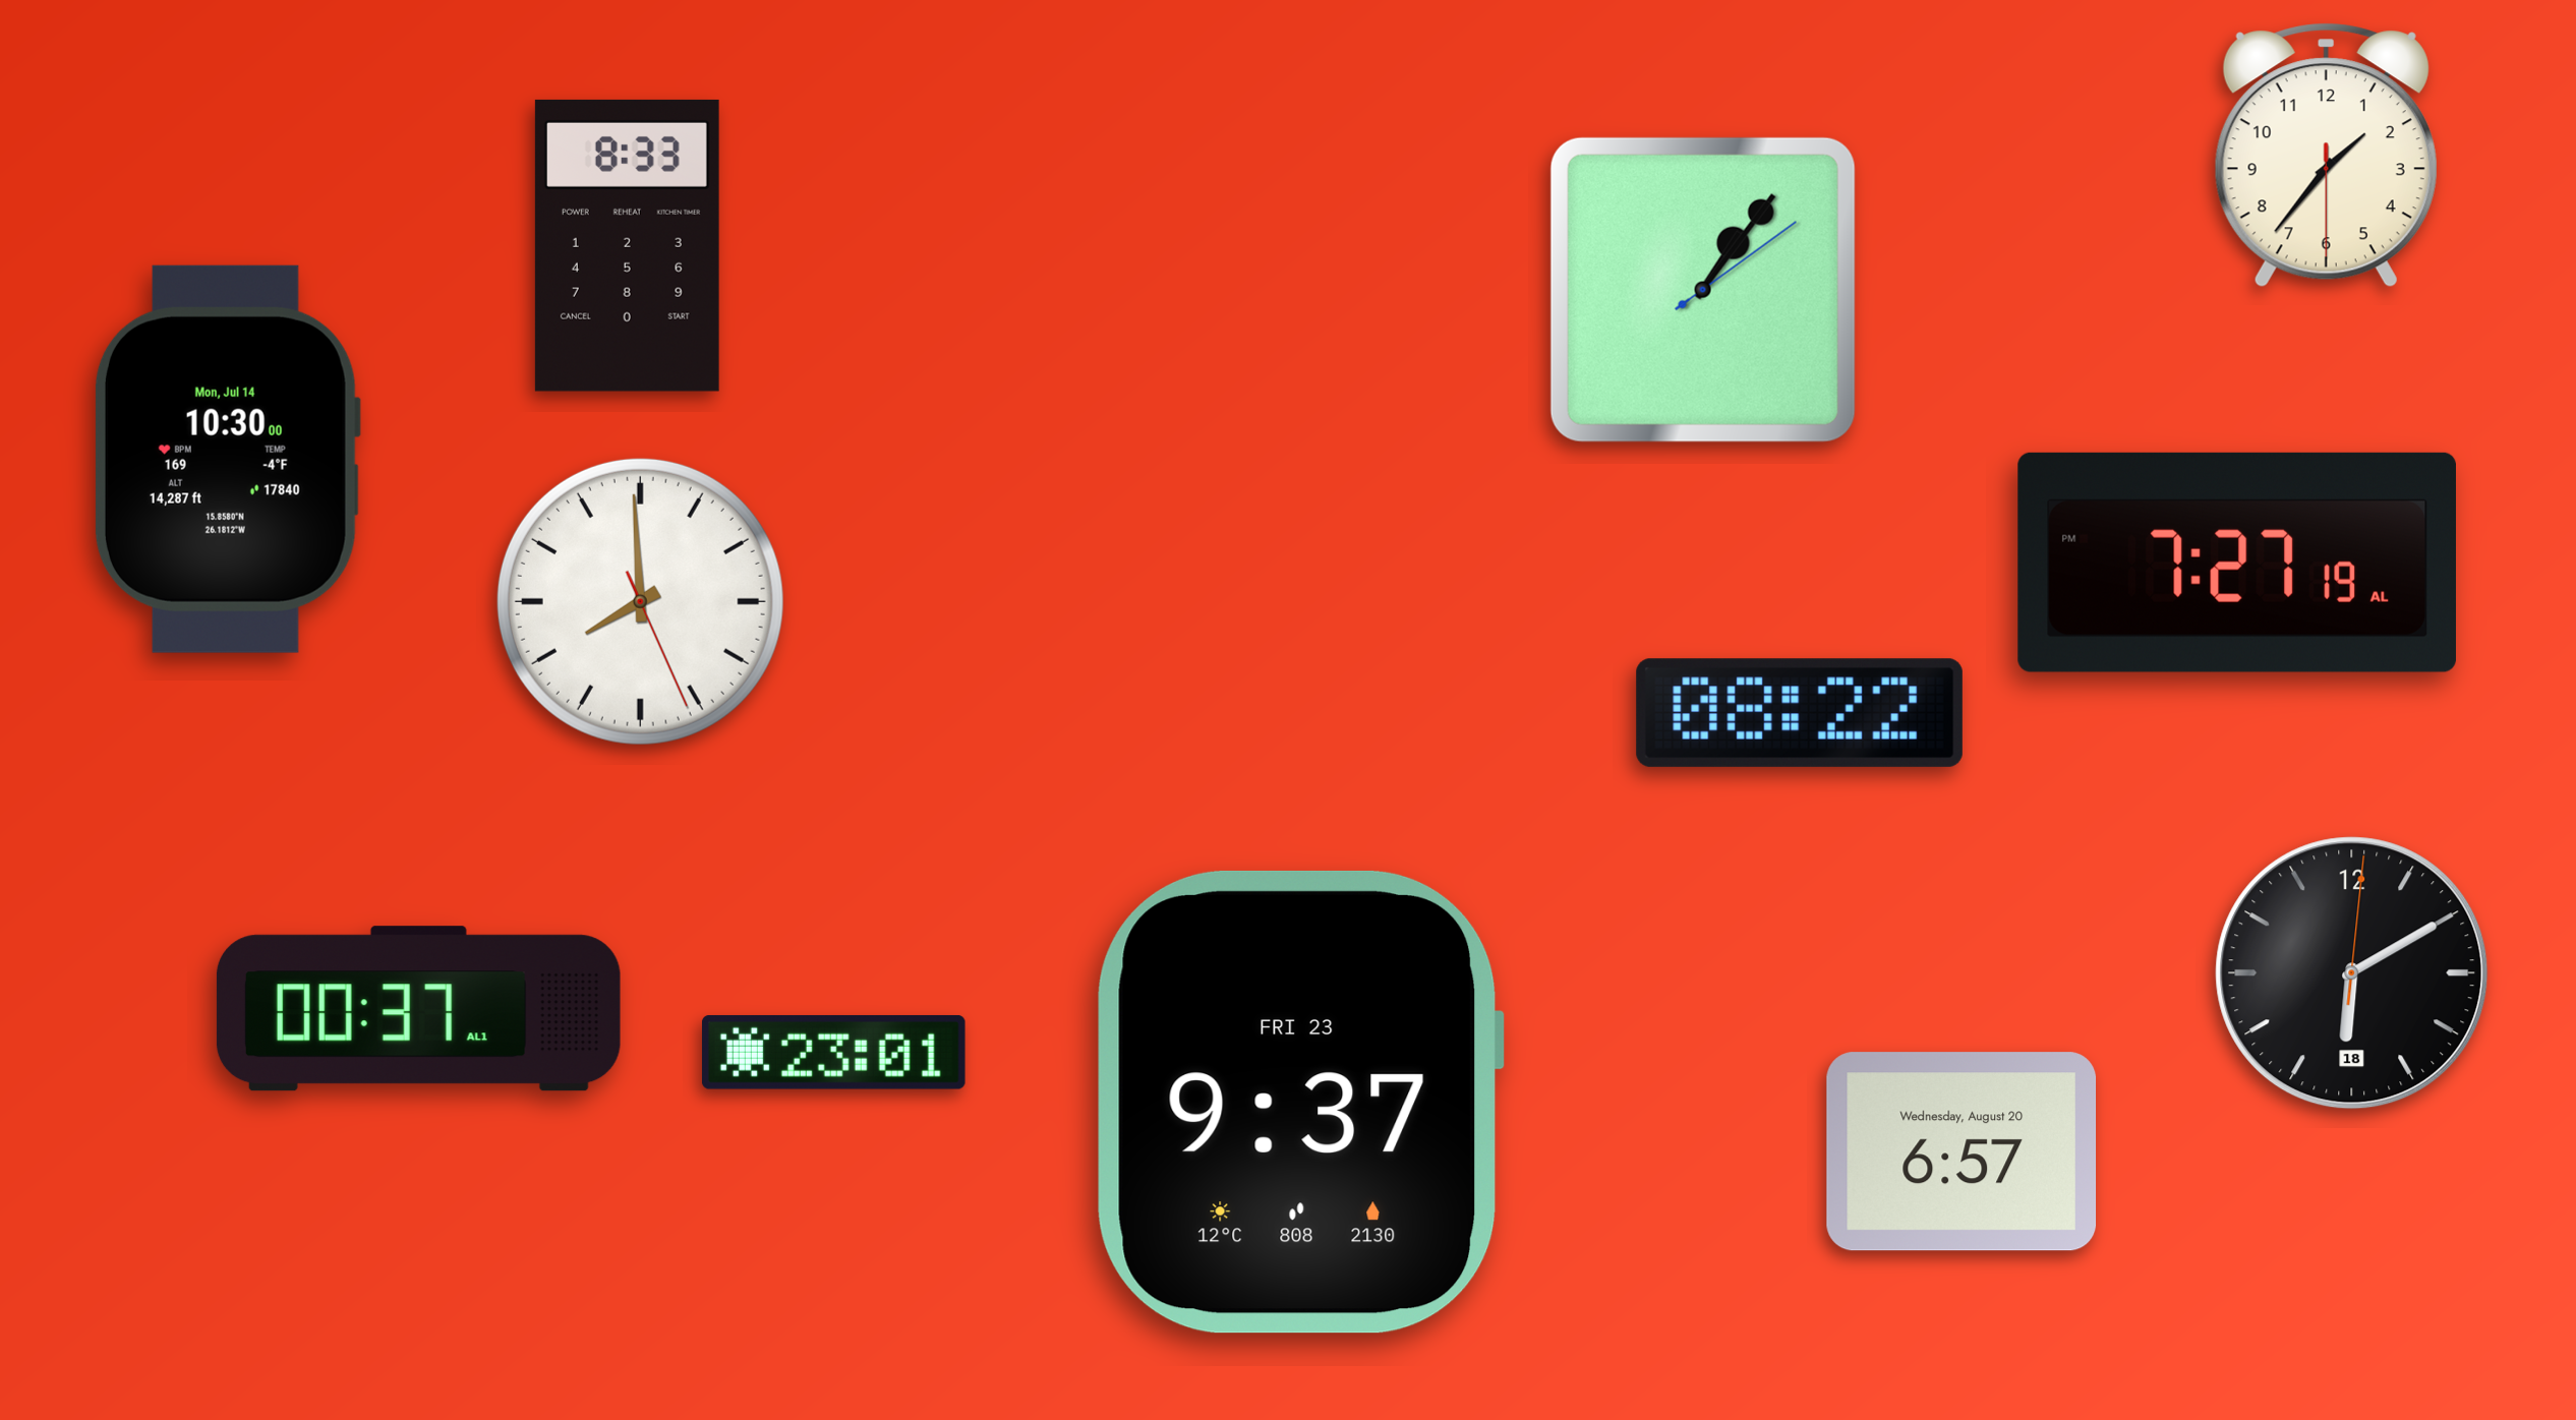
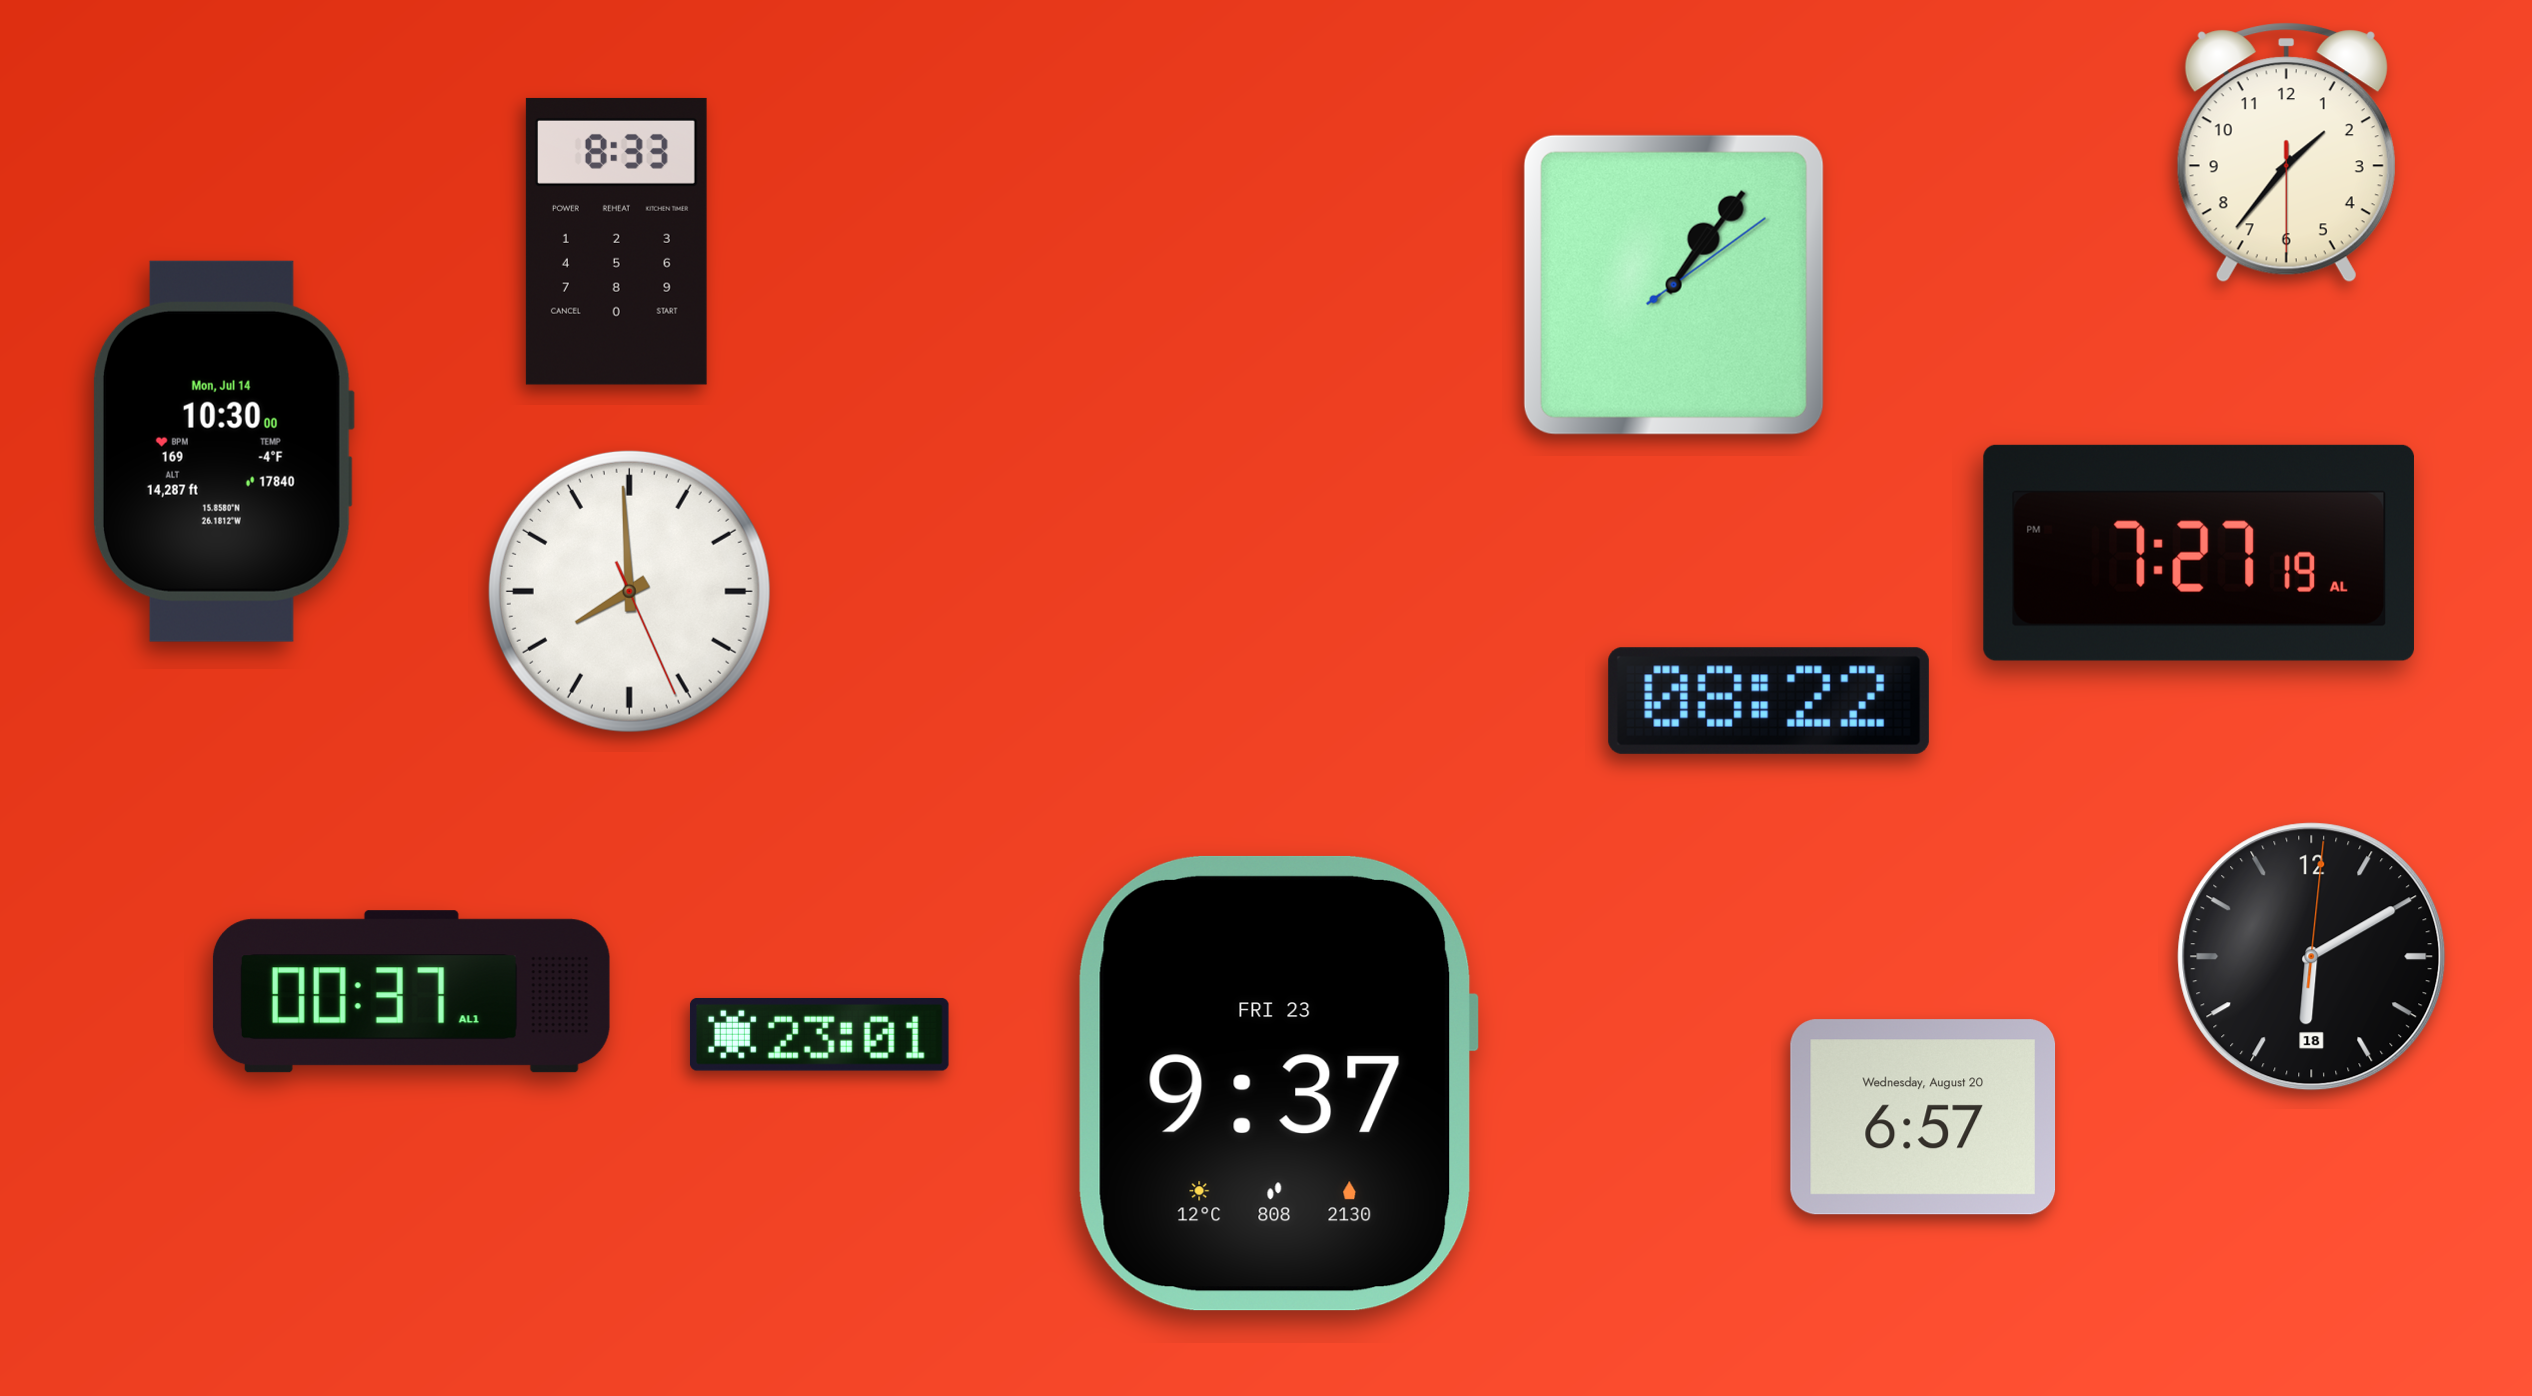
clock at (1962, 1151) position: (1962, 1151) -> (1923, 1117)
